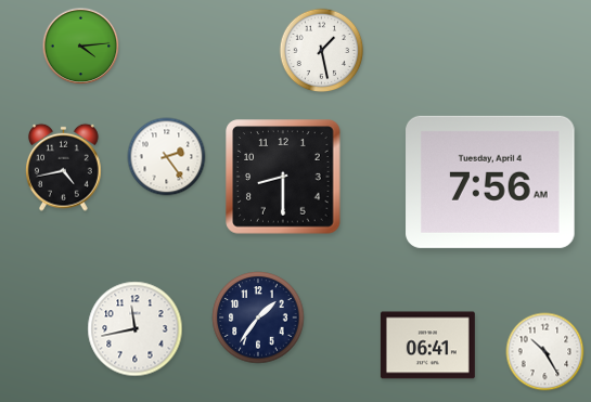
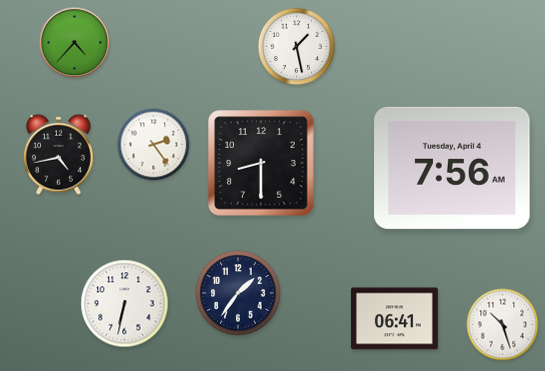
clock at (81, 47): 4:14 -> 4:37
clock at (136, 329): 11:43 -> 6:32
clock at (545, 352): 10:25 -> 10:27
